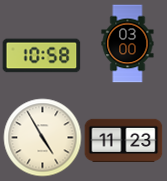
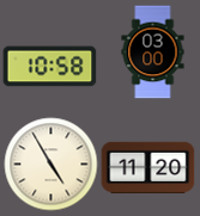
clock at (123, 141): 11:23 -> 11:20
